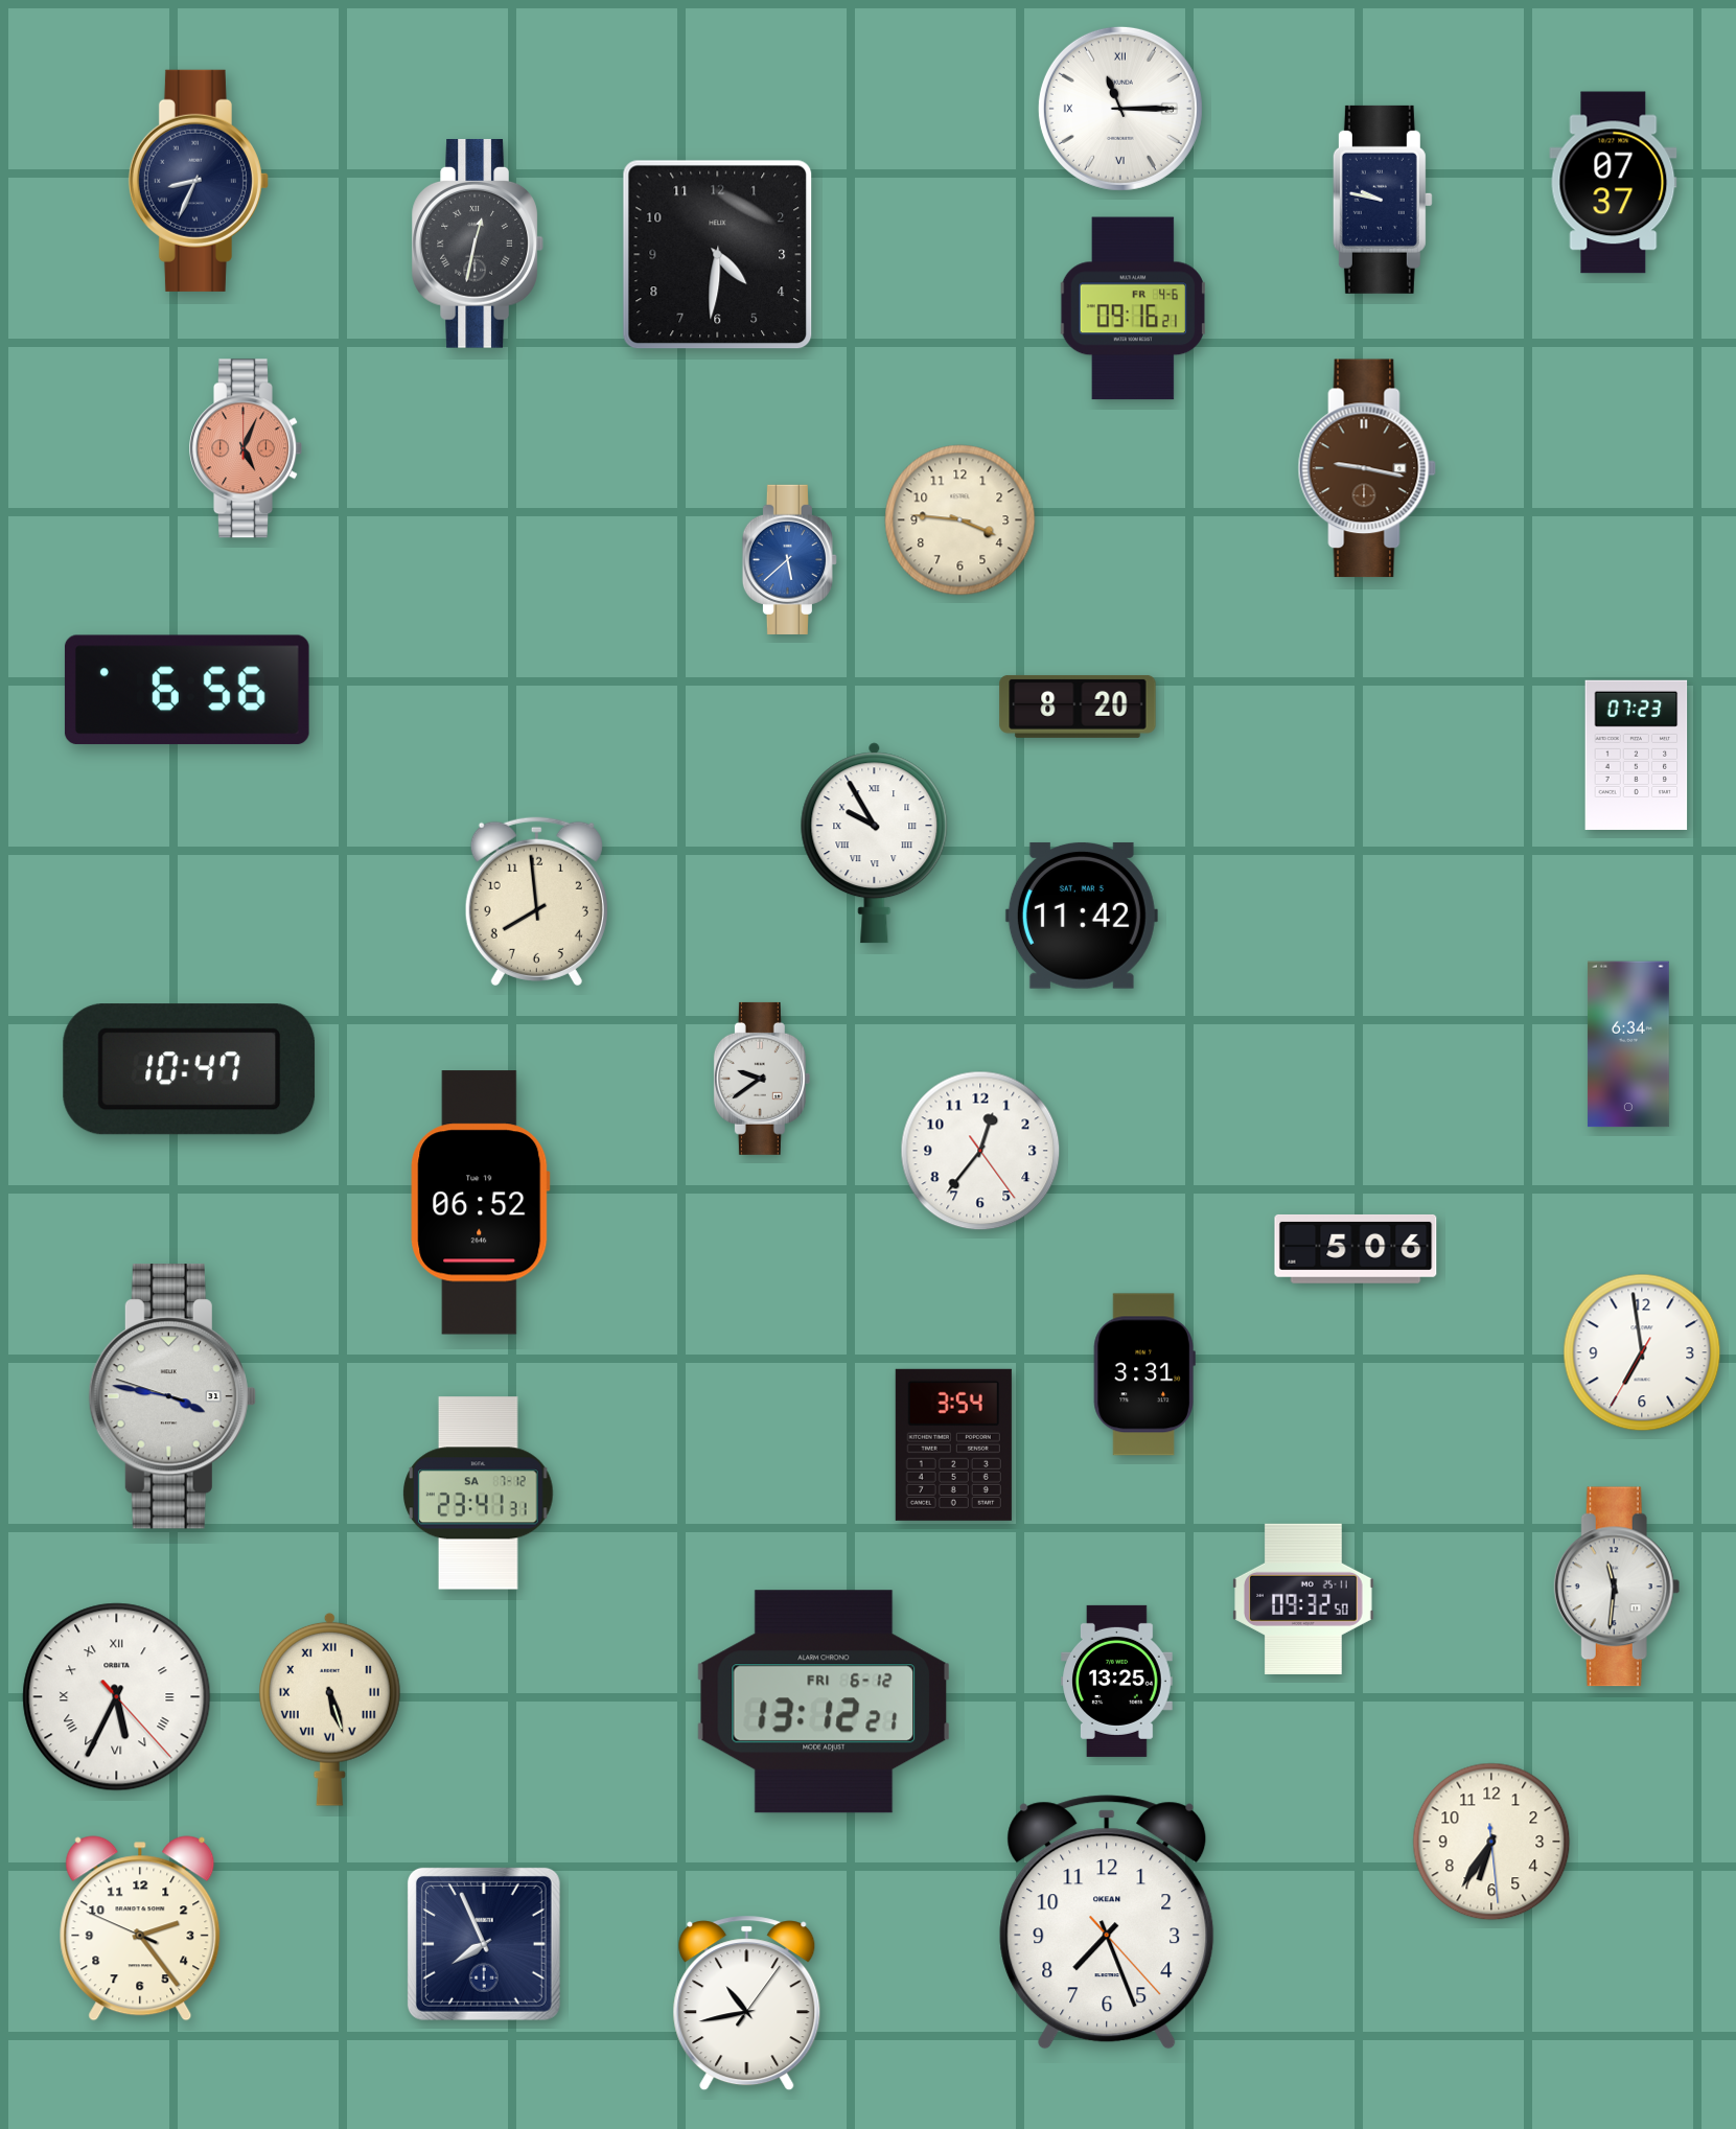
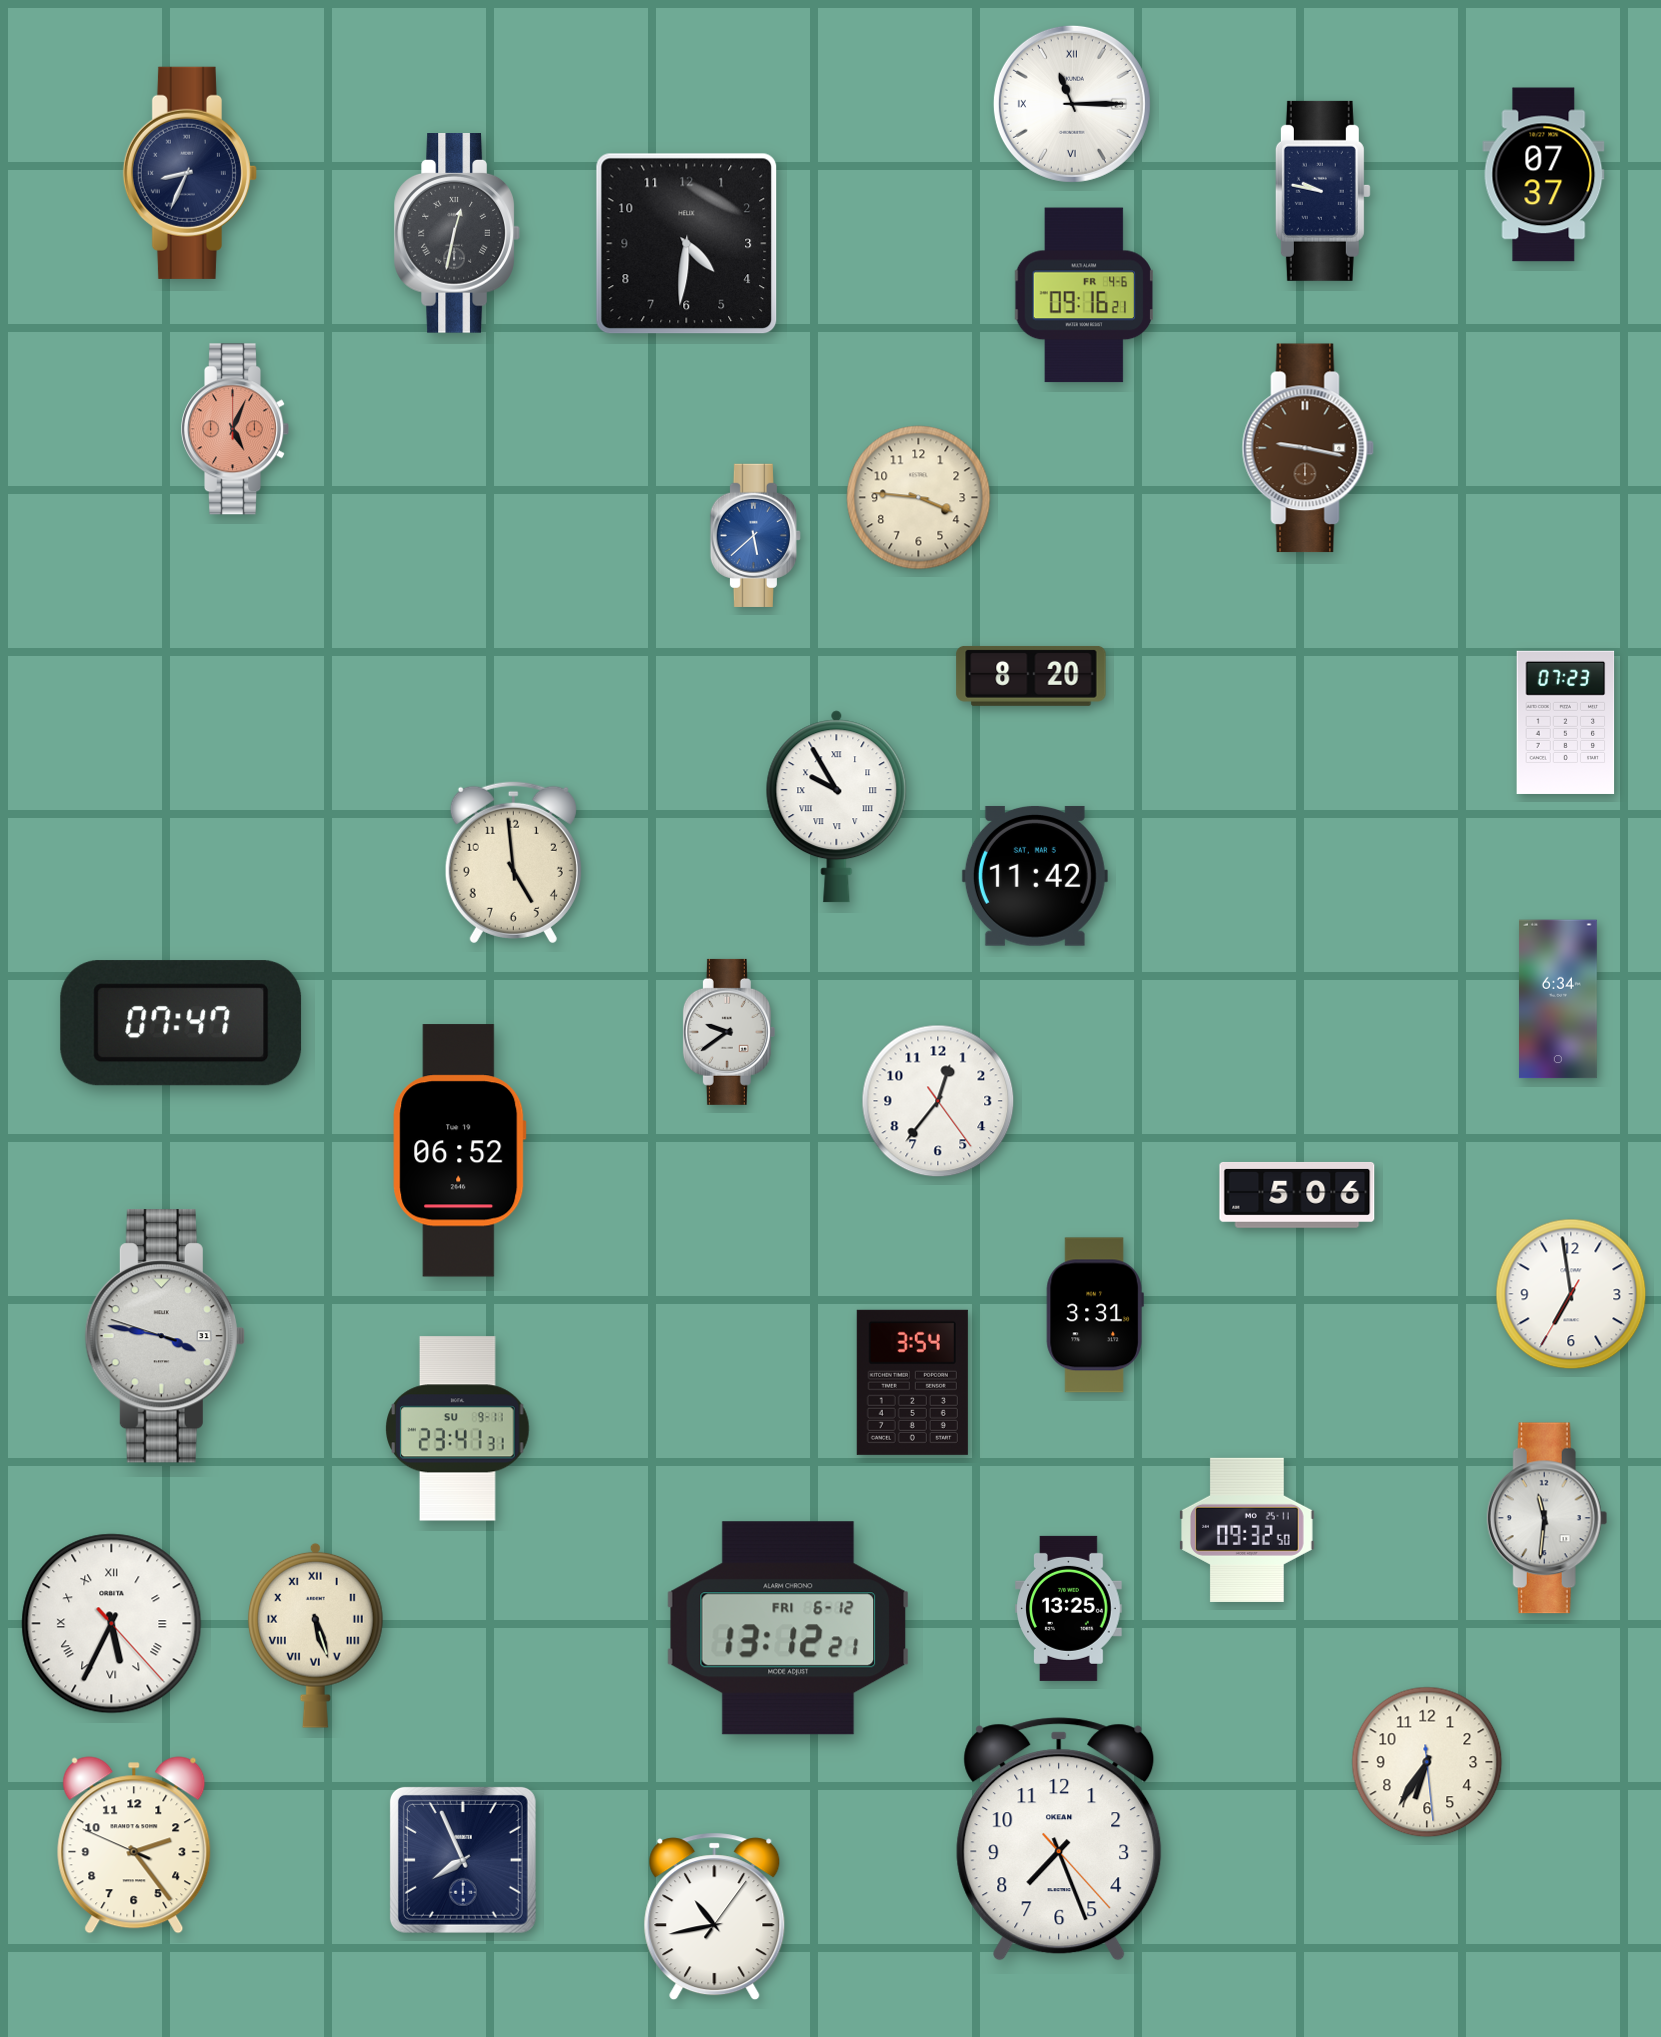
clock at (187, 690): 6:56 -> none
clock at (536, 901): 7:59 -> 4:59
clock at (189, 1069): 10:47 -> 07:47
clock at (479, 1494) date: SA 7-12 -> SU 9-11
